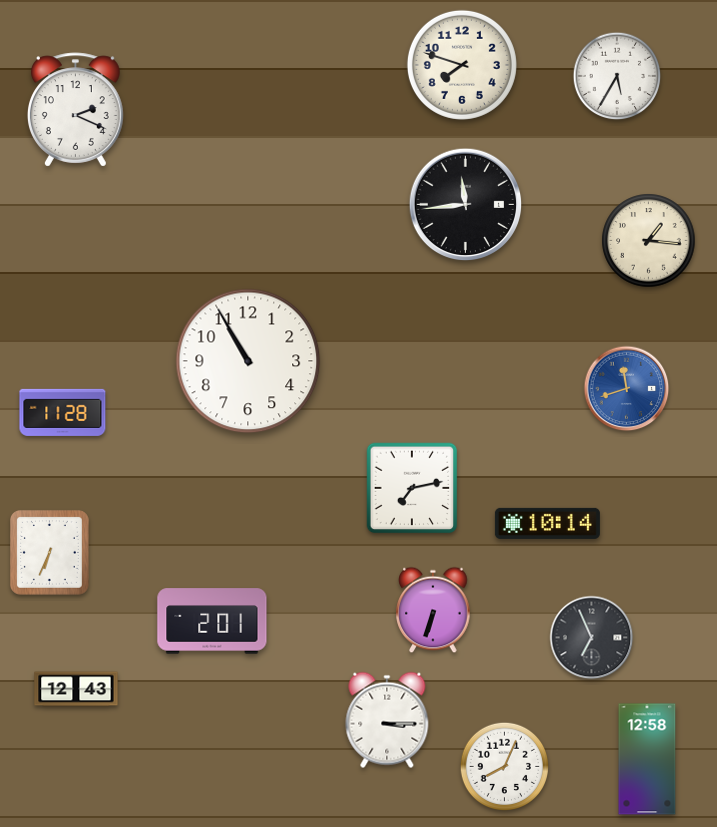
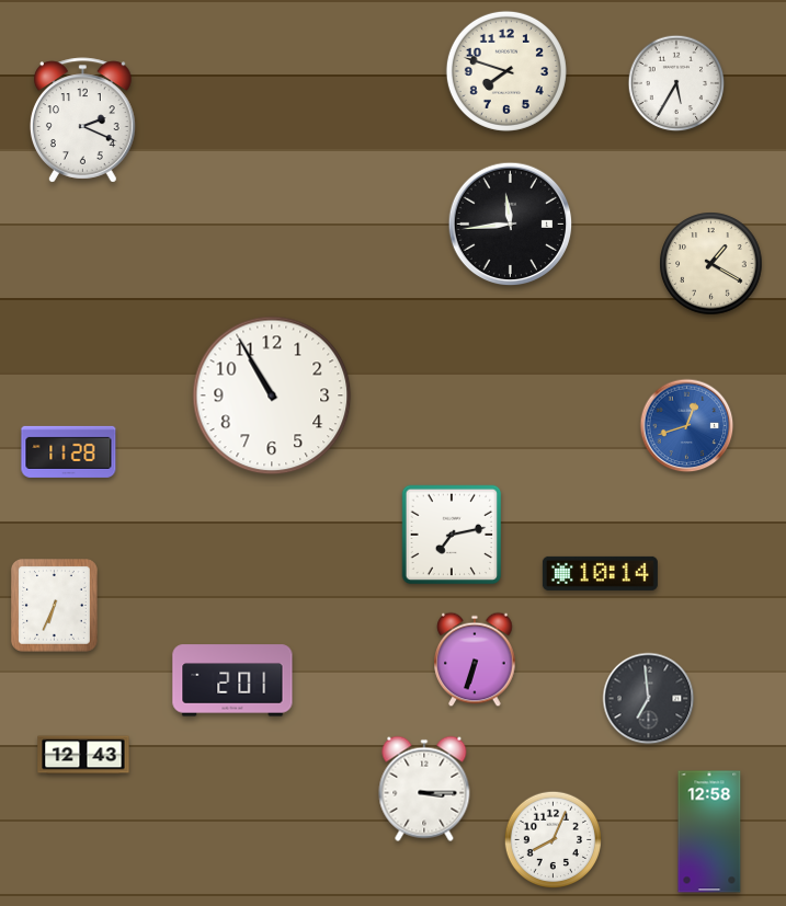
clock at (649, 241): 1:16 -> 1:20
clock at (627, 389): 11:42 -> 12:42
clock at (433, 610) position: (433, 610) -> (475, 660)
clock at (592, 638): 6:56 -> 6:59
